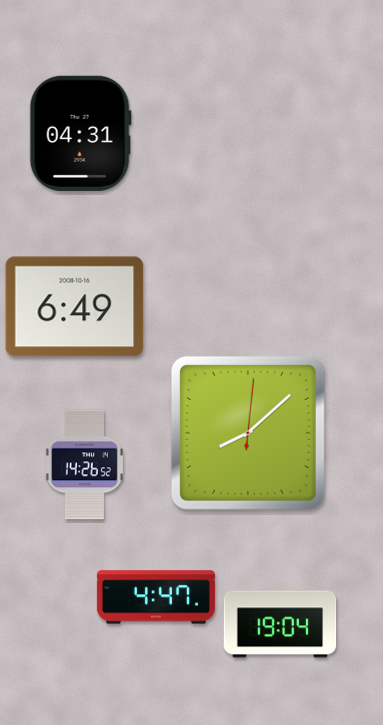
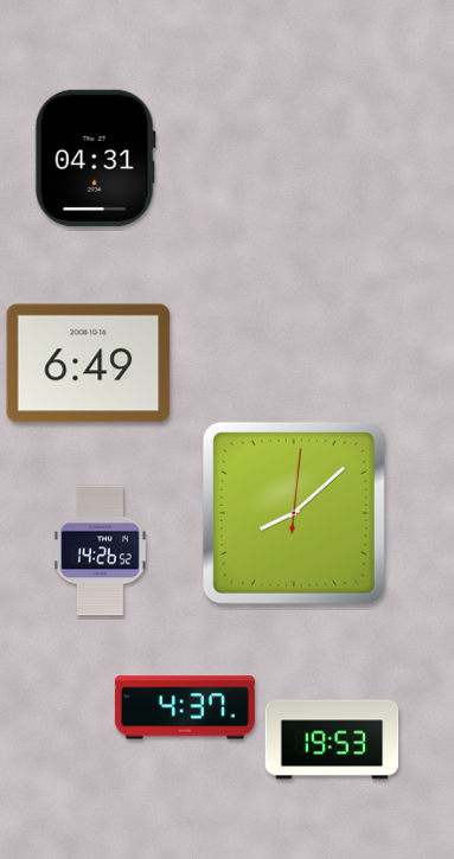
clock at (156, 597): 4:47 -> 4:37
clock at (280, 624): 19:04 -> 19:53
